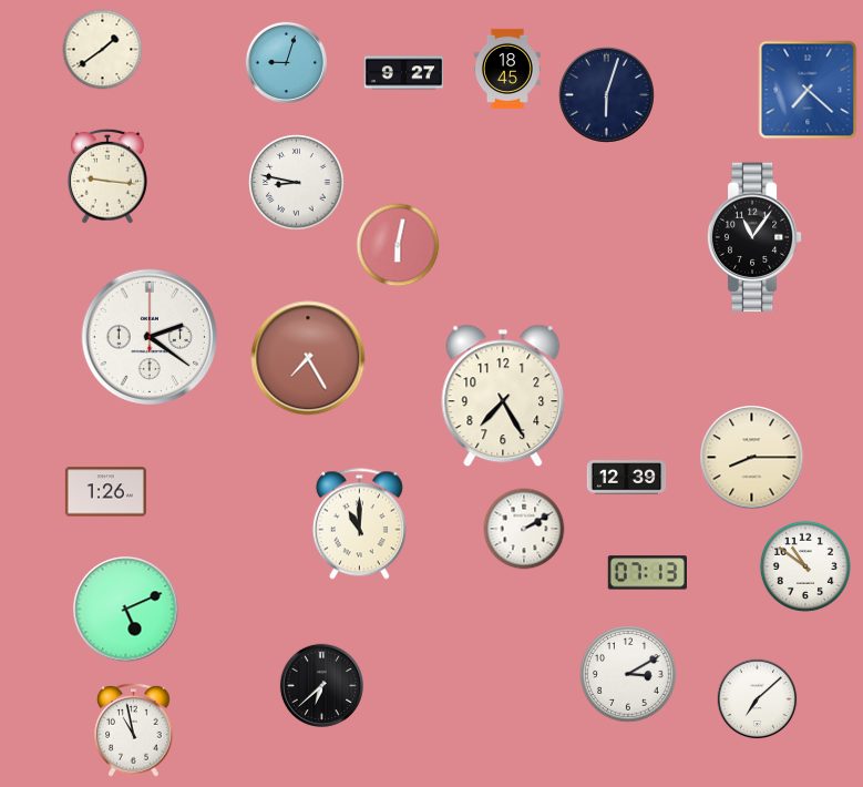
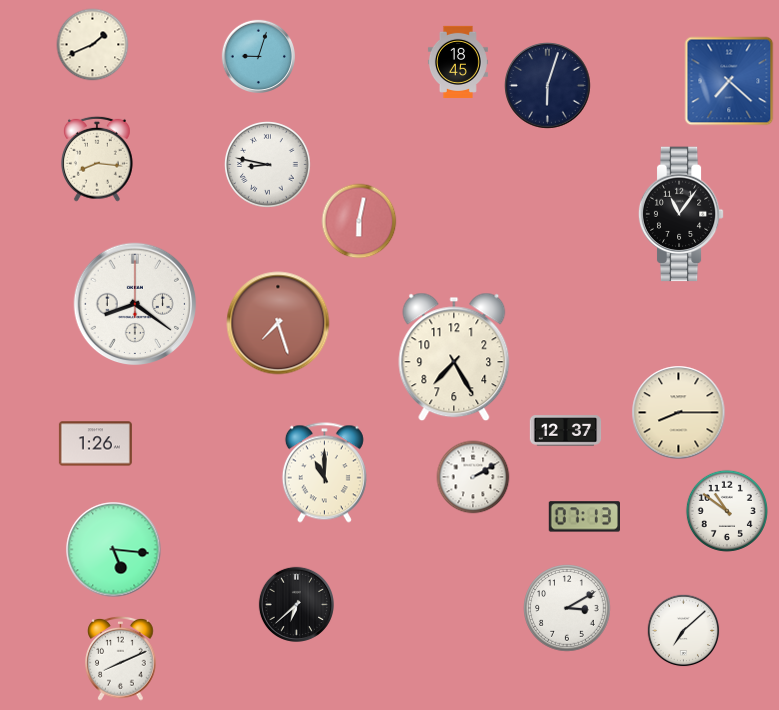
clock at (103, 50): 1:39 -> 1:41
clock at (404, 73): 9:27 -> none
clock at (109, 176): 9:16 -> 8:16
clock at (150, 337): 2:21 -> 8:21
clock at (308, 358): 7:25 -> 7:27
clock at (627, 478): 12:39 -> 12:37
clock at (126, 610): 5:11 -> 5:16
clock at (321, 685) position: (321, 685) -> (296, 604)
clock at (134, 729): 10:58 -> 8:11
